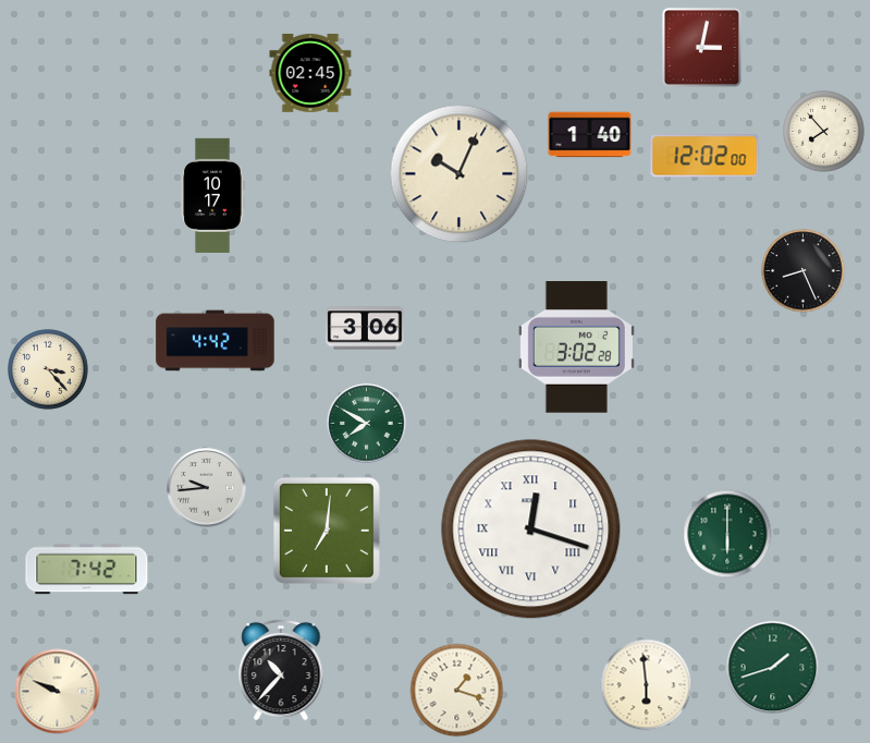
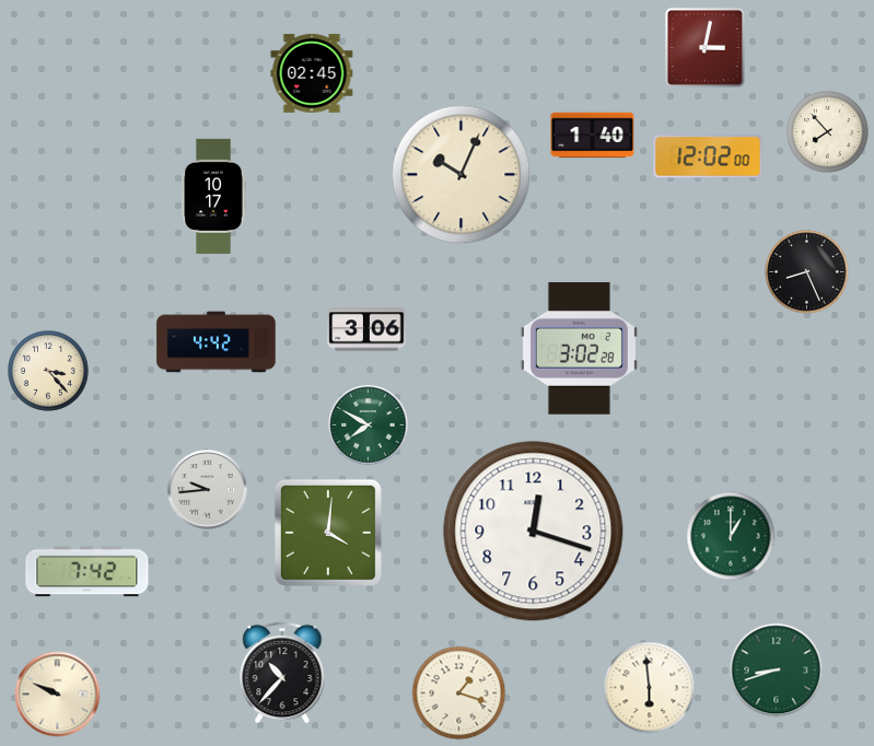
clock at (531, 529) numerals: Roman -> Arabic
clock at (327, 531): 7:01 -> 4:01
clock at (727, 534): 6:00 -> 1:00
clock at (773, 668): 1:42 -> 8:42
